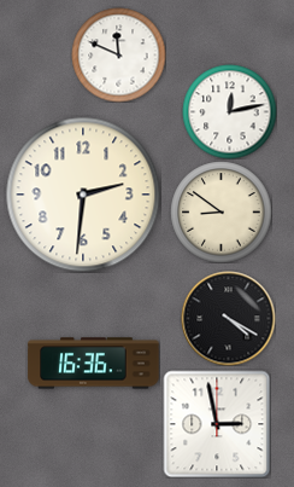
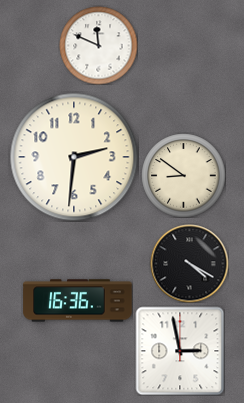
clock at (229, 111): 12:13 -> none
clock at (83, 195) position: (83, 195) -> (74, 157)
